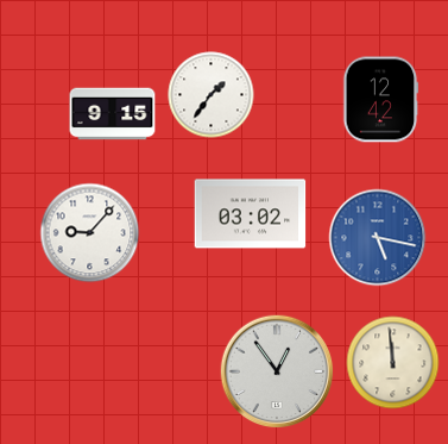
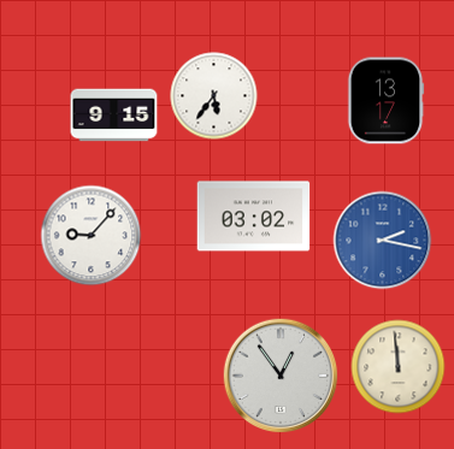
clock at (212, 95): 1:36 -> 5:36
clock at (380, 100): 12:42 -> 13:17
clock at (378, 238): 5:17 -> 2:17
